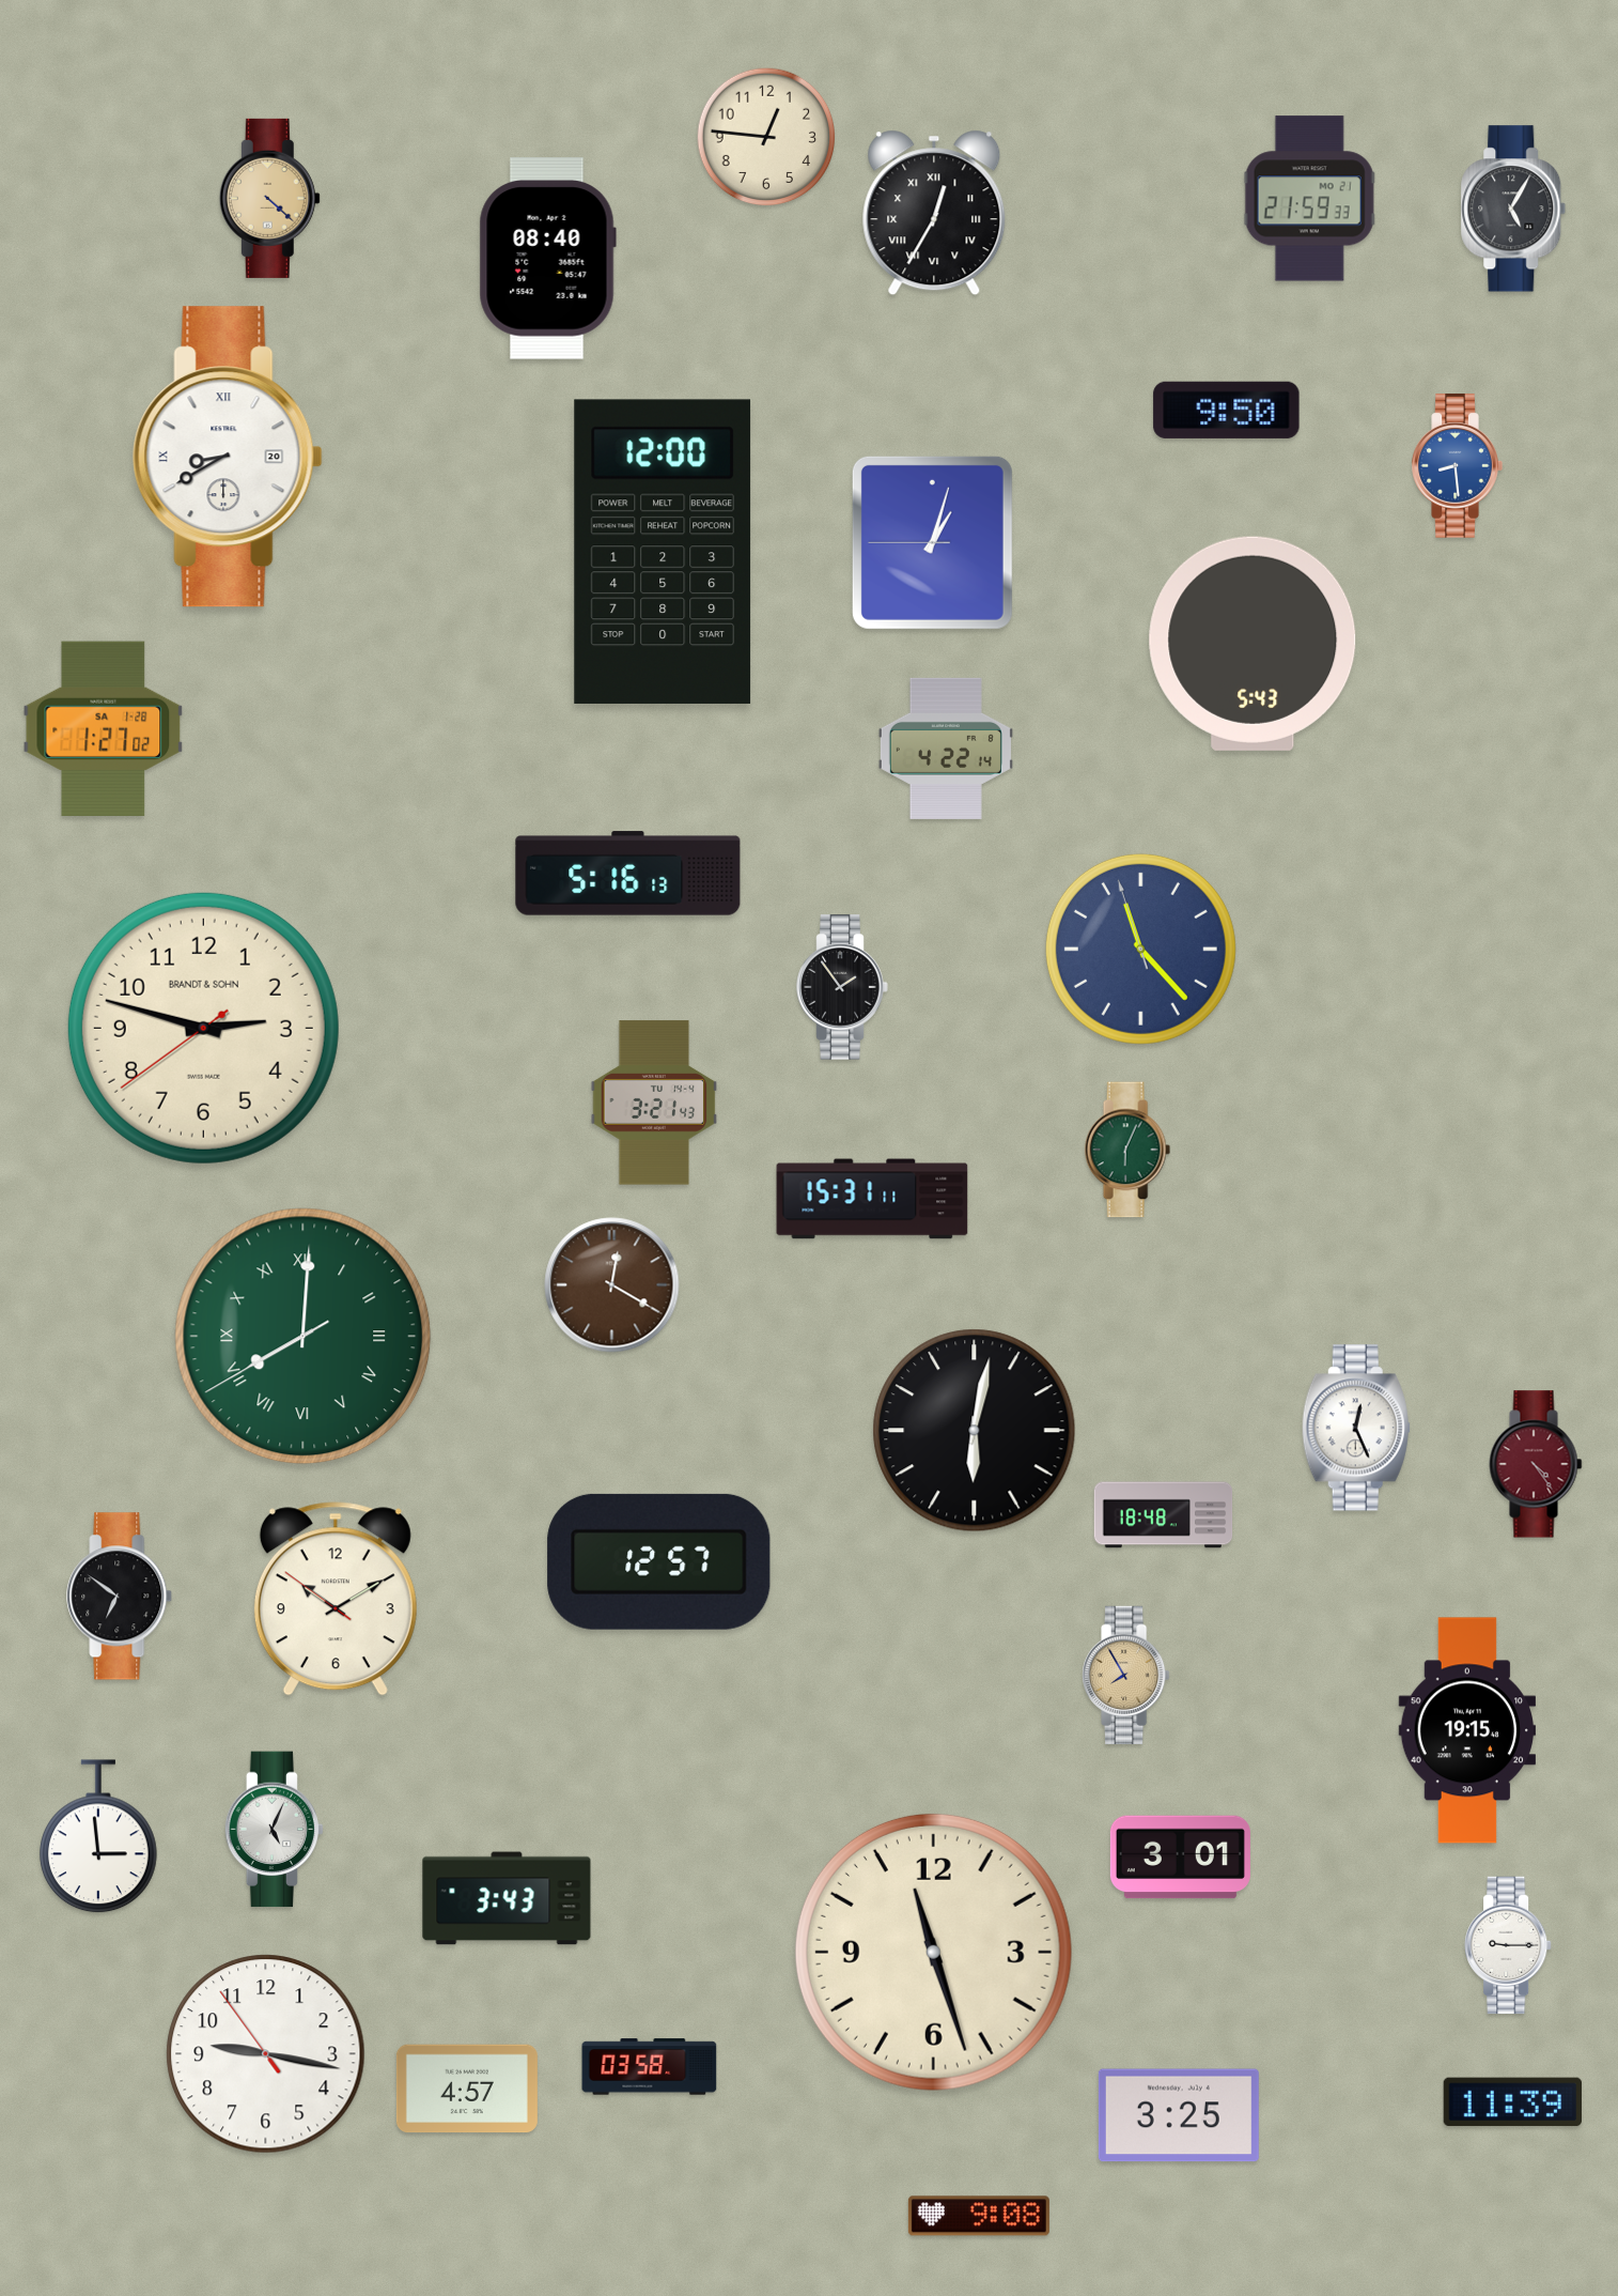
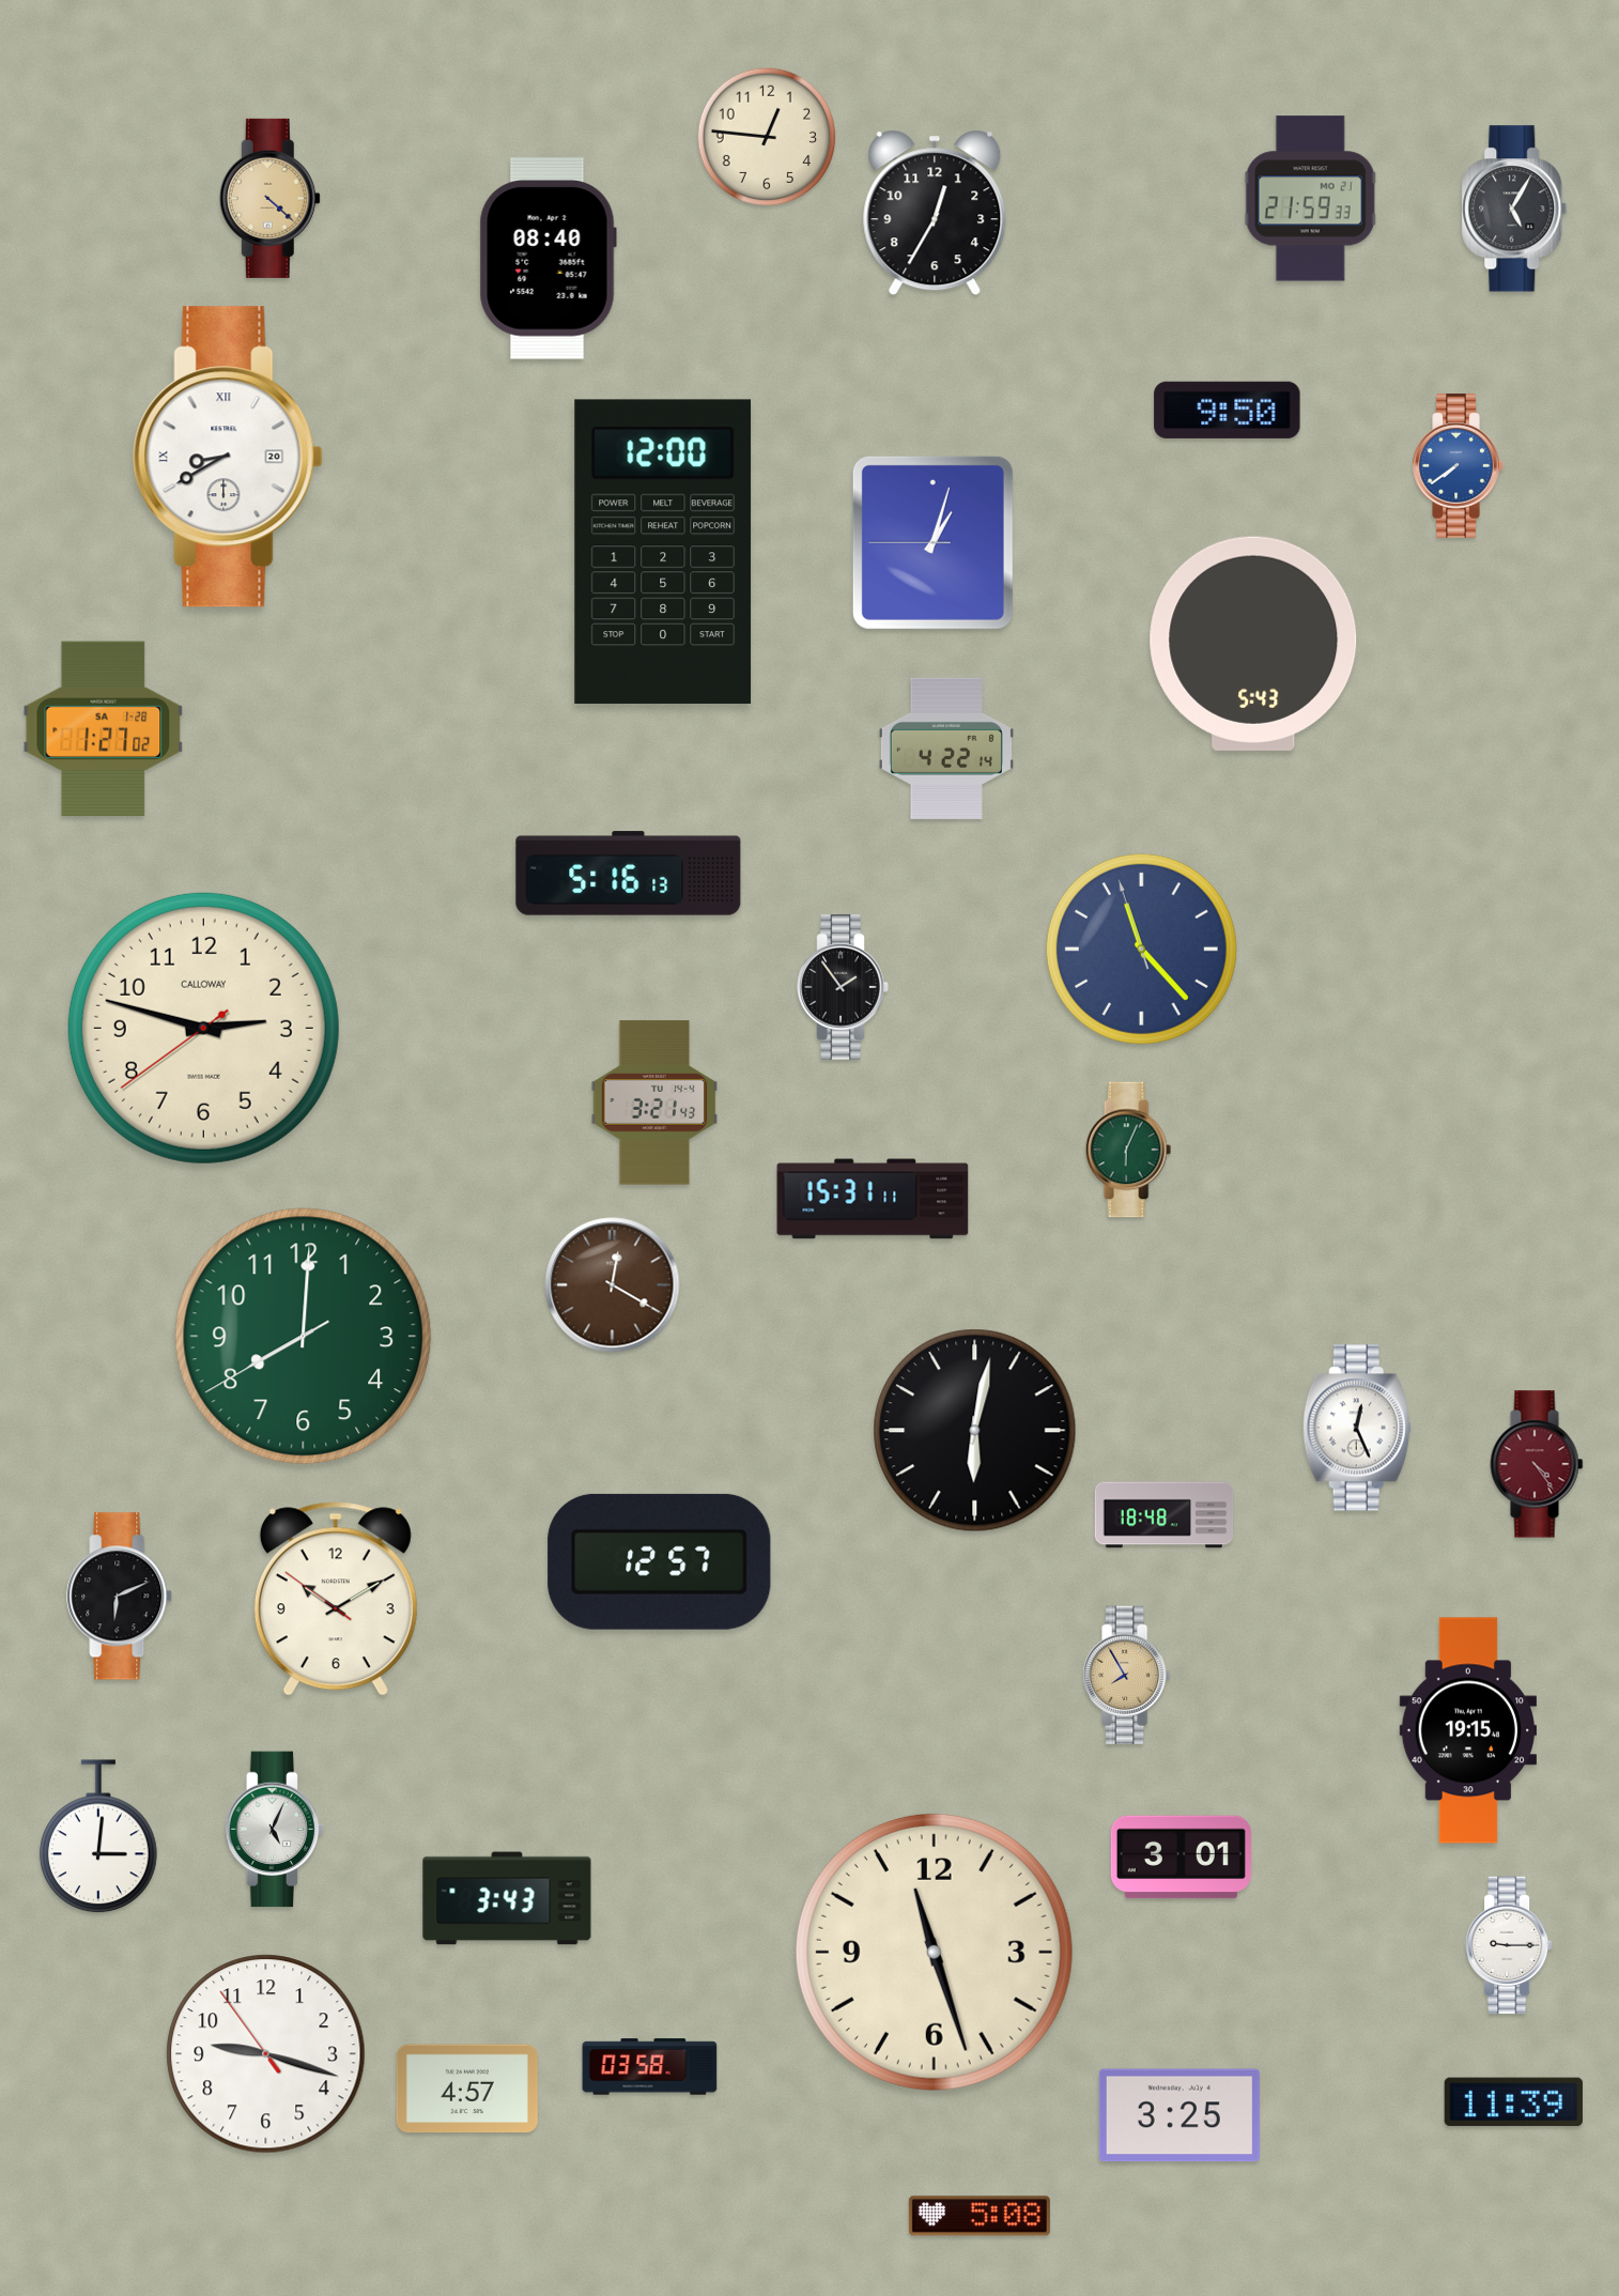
clock at (934, 213) numerals: Roman -> Arabic
clock at (1457, 466): 8:29 -> 7:39
clock at (203, 1028) brand: BRANDT & SOHN -> CALLOWAY
clock at (304, 1337) numerals: Roman -> Arabic
clock at (120, 1597): 6:51 -> 6:11
clock at (99, 1837): 2:59 -> 3:01
clock at (266, 2054): 9:16 -> 9:17
clock at (979, 2216): 9:08 -> 5:08
